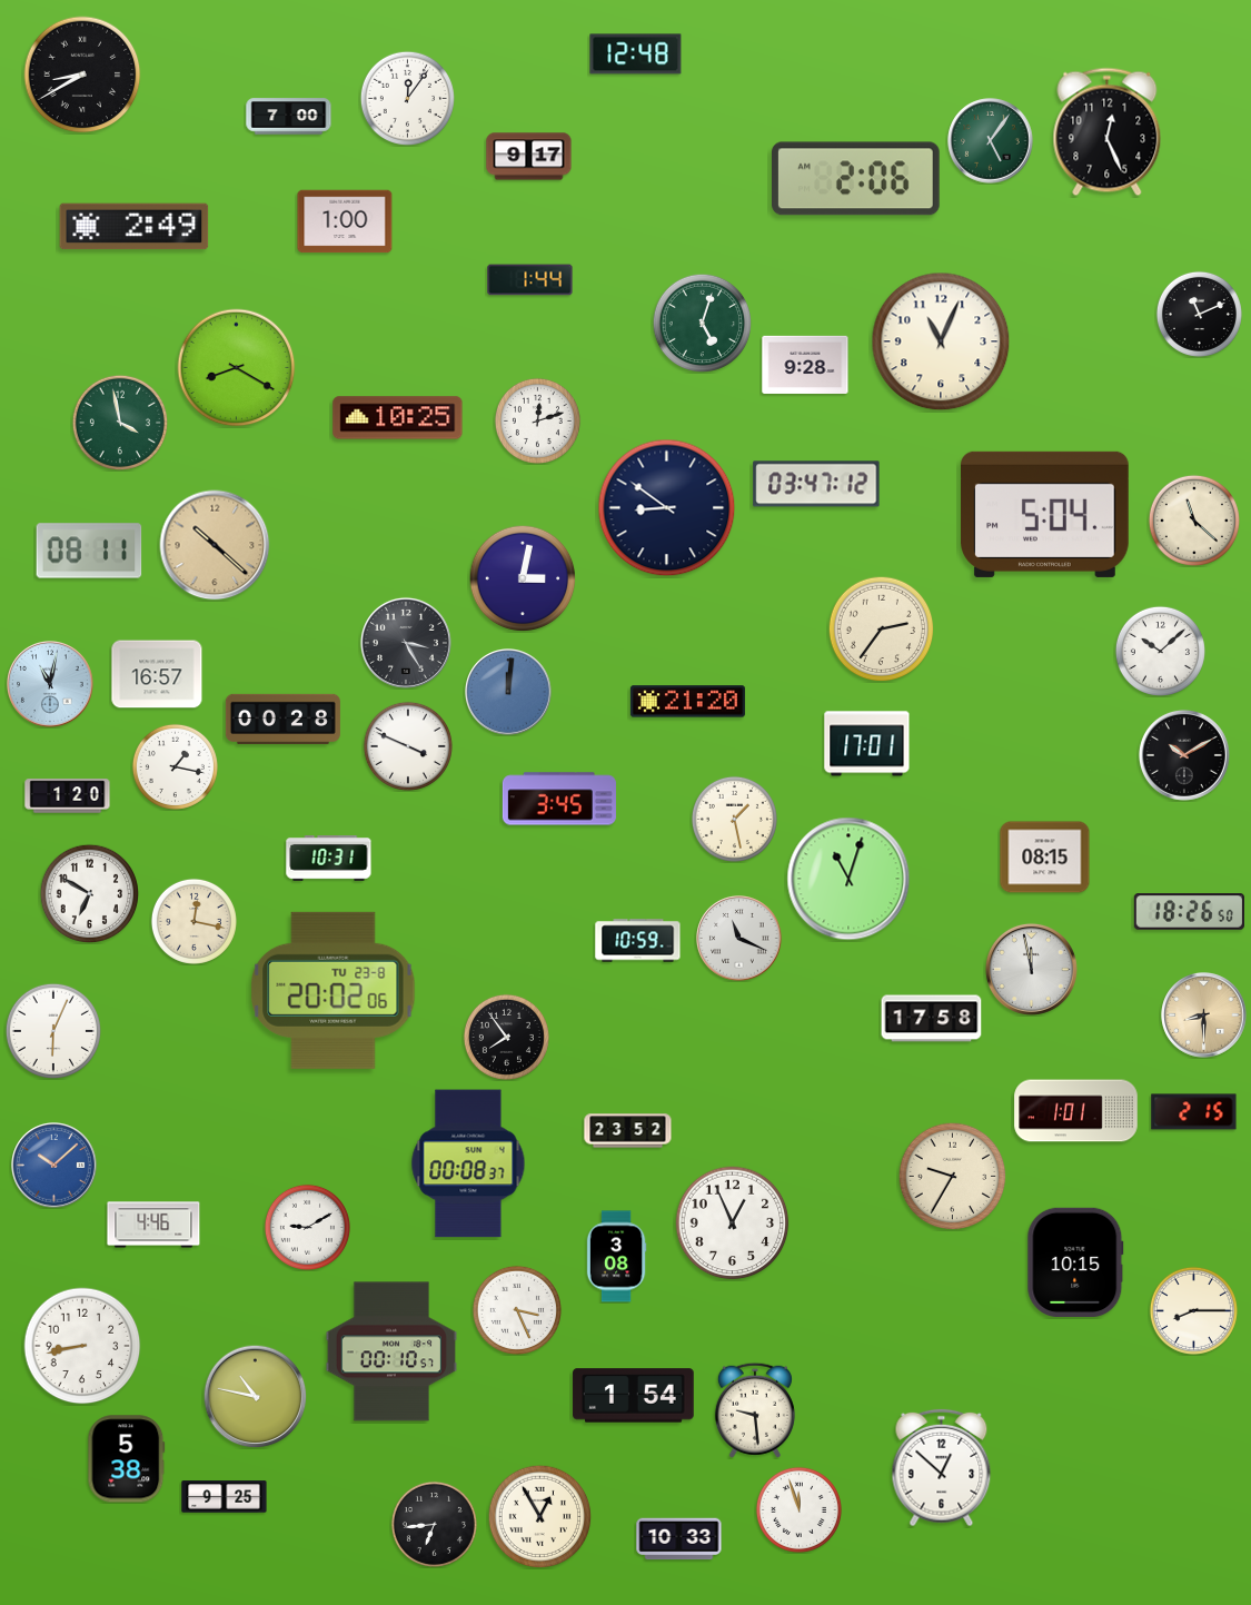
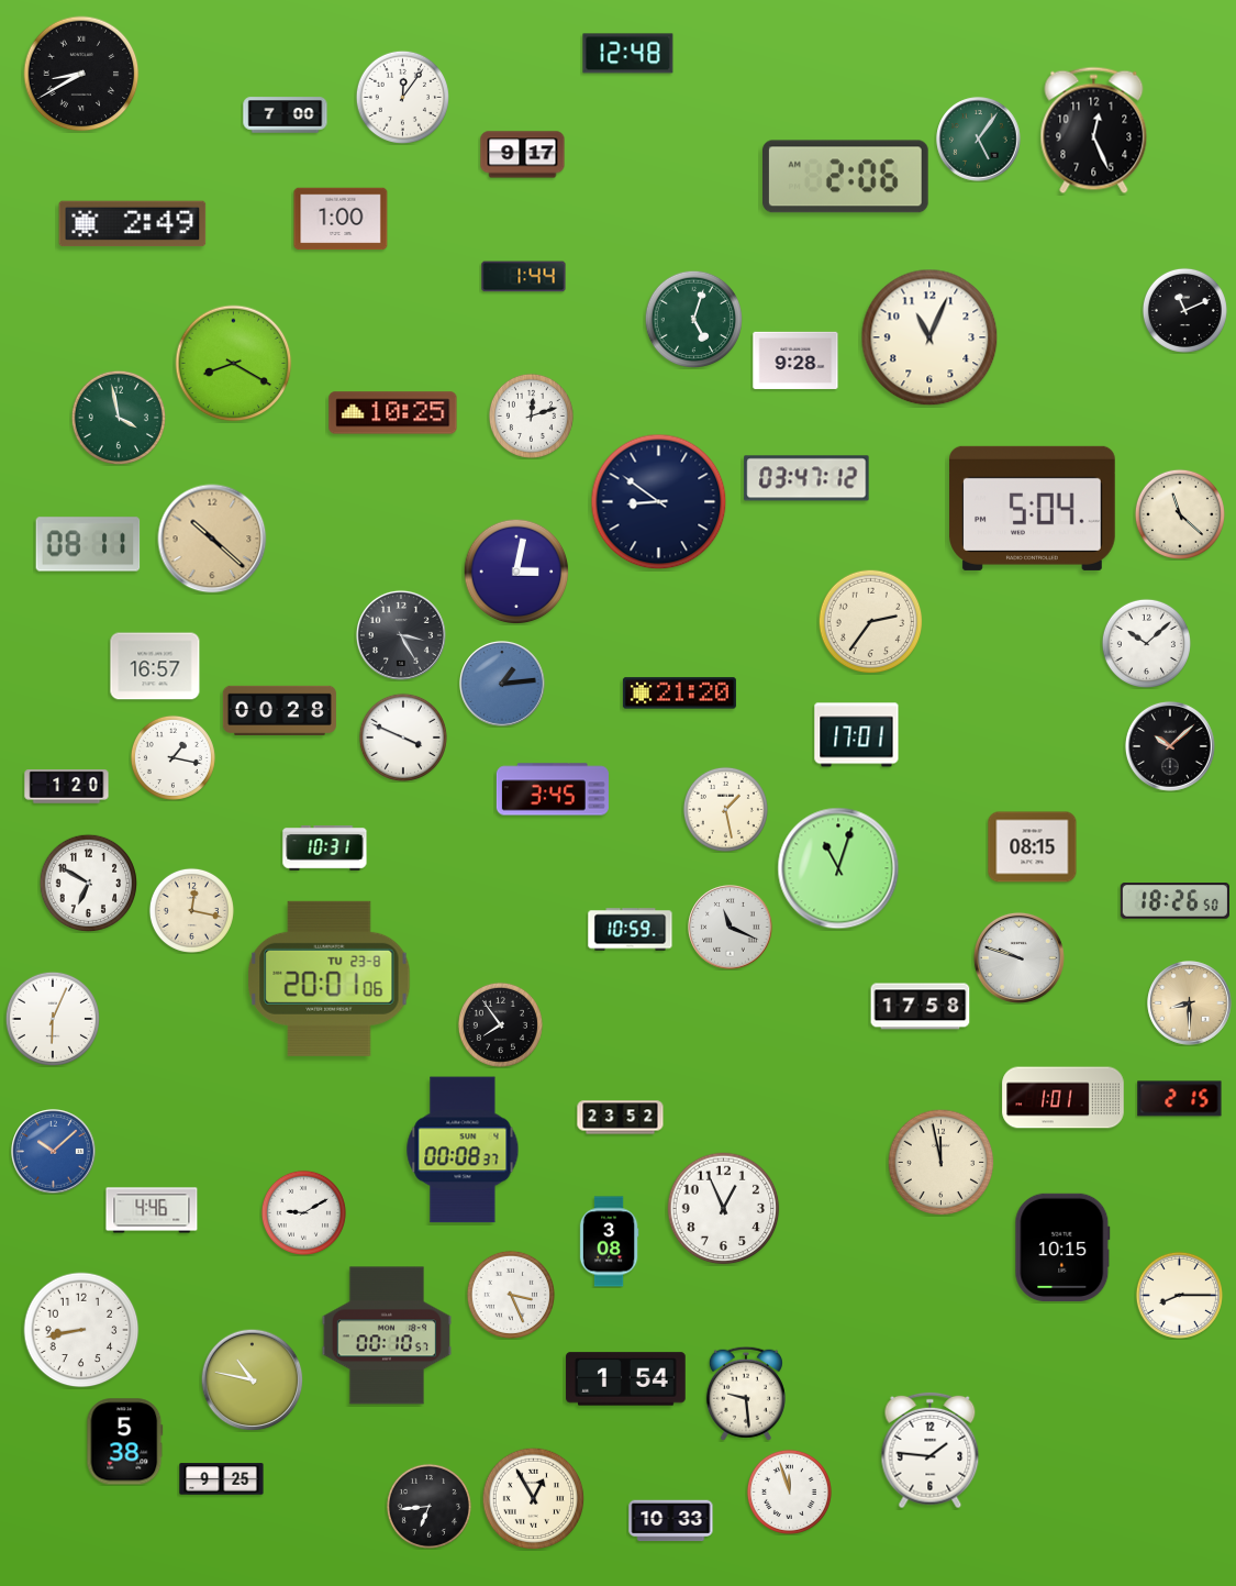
clock at (51, 685): 11:02 -> none
clock at (509, 693): 12:01 -> 1:14
clock at (1184, 755): 10:10 -> 10:08
clock at (1031, 969): 11:58 -> 9:48
clock at (334, 990): 20:02 -> 20:01
clock at (952, 1176): 9:35 -> 11:58
clock at (942, 1468): 12:52 -> 1:46
